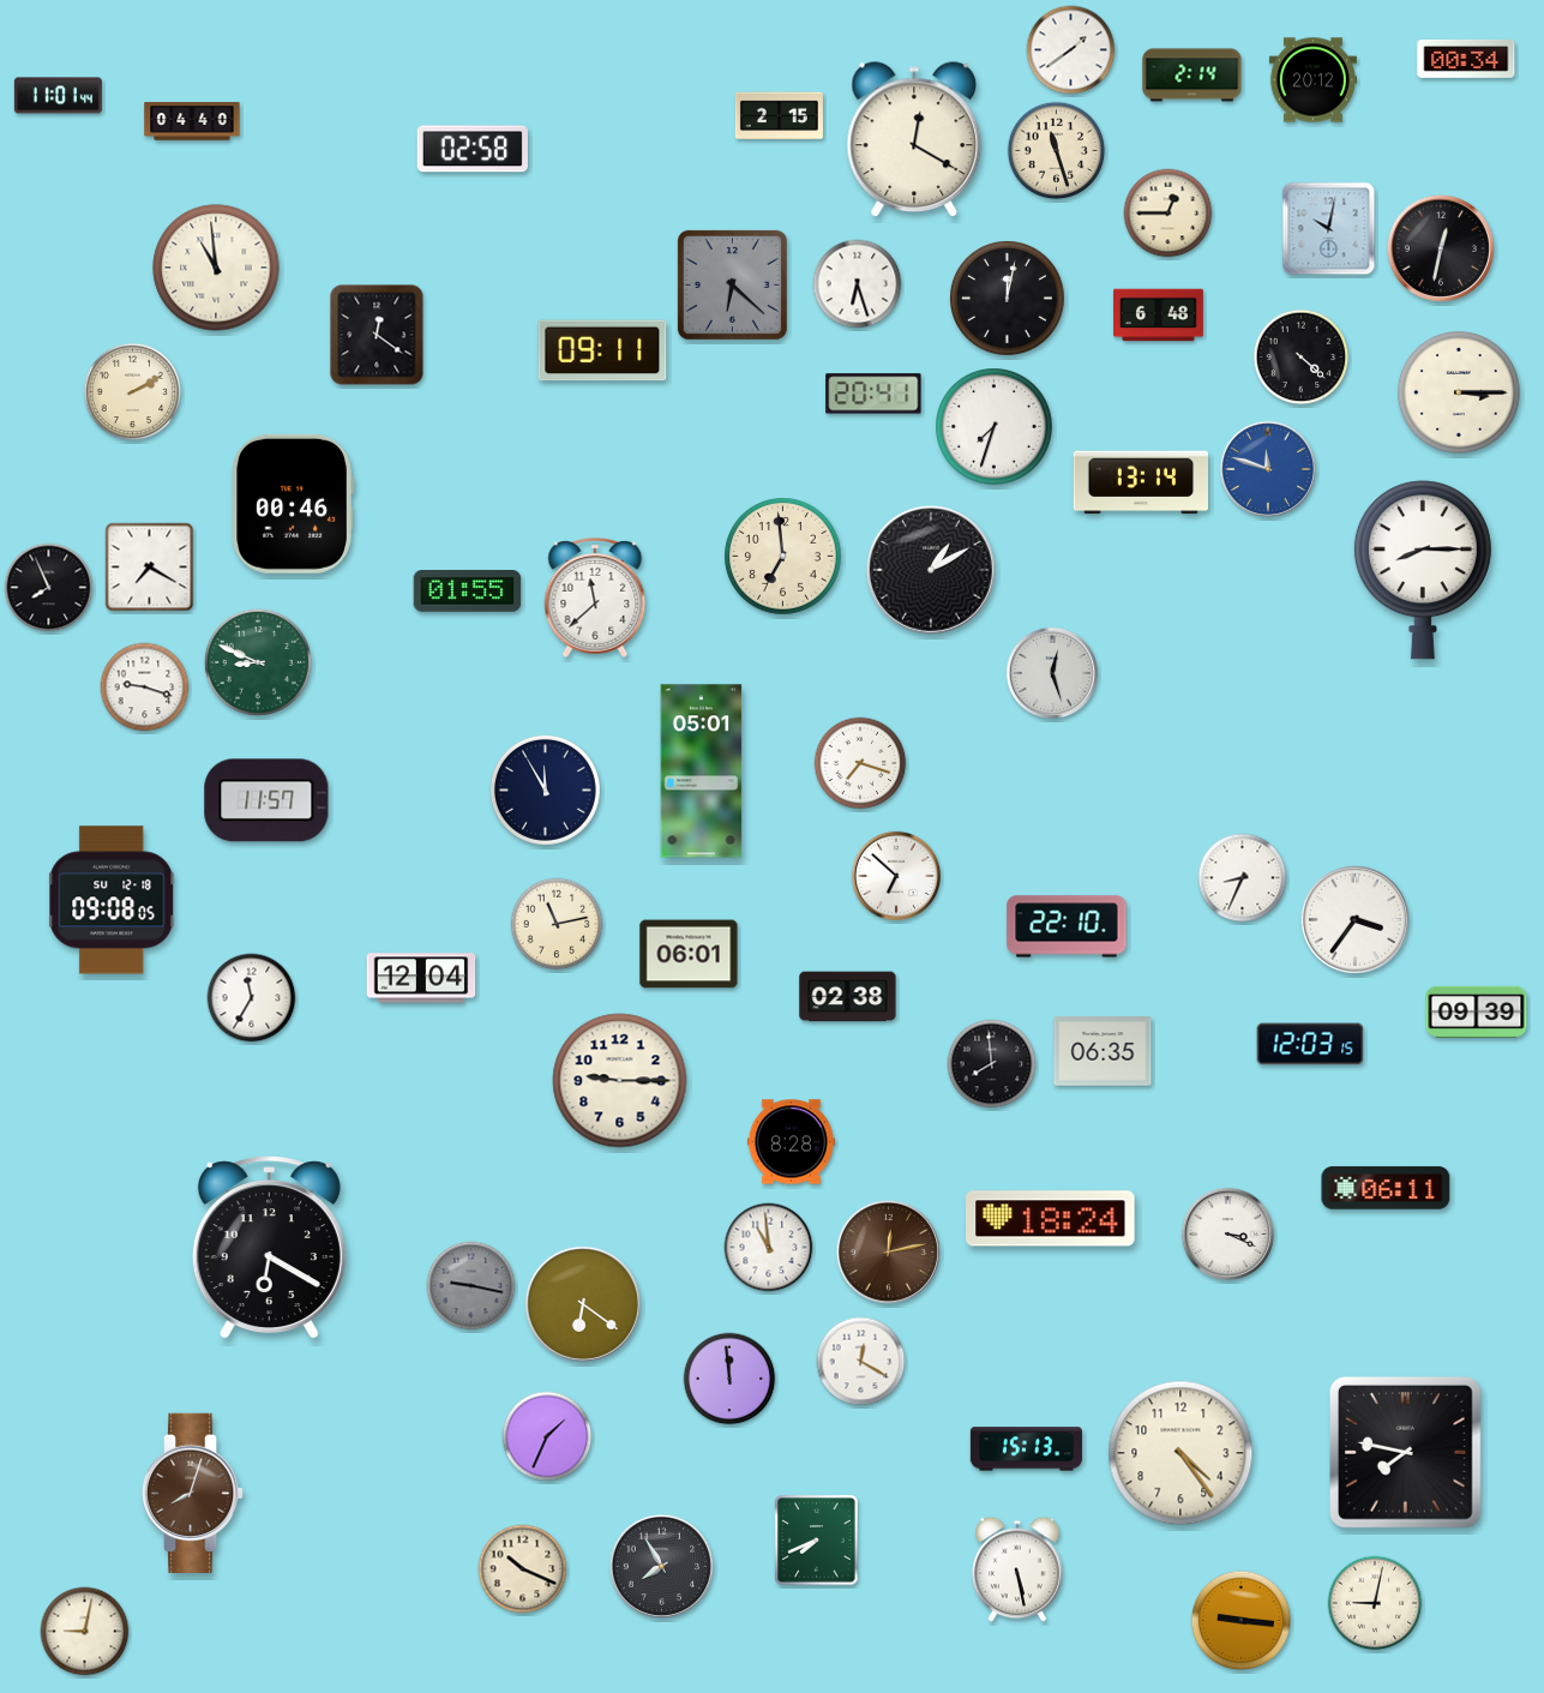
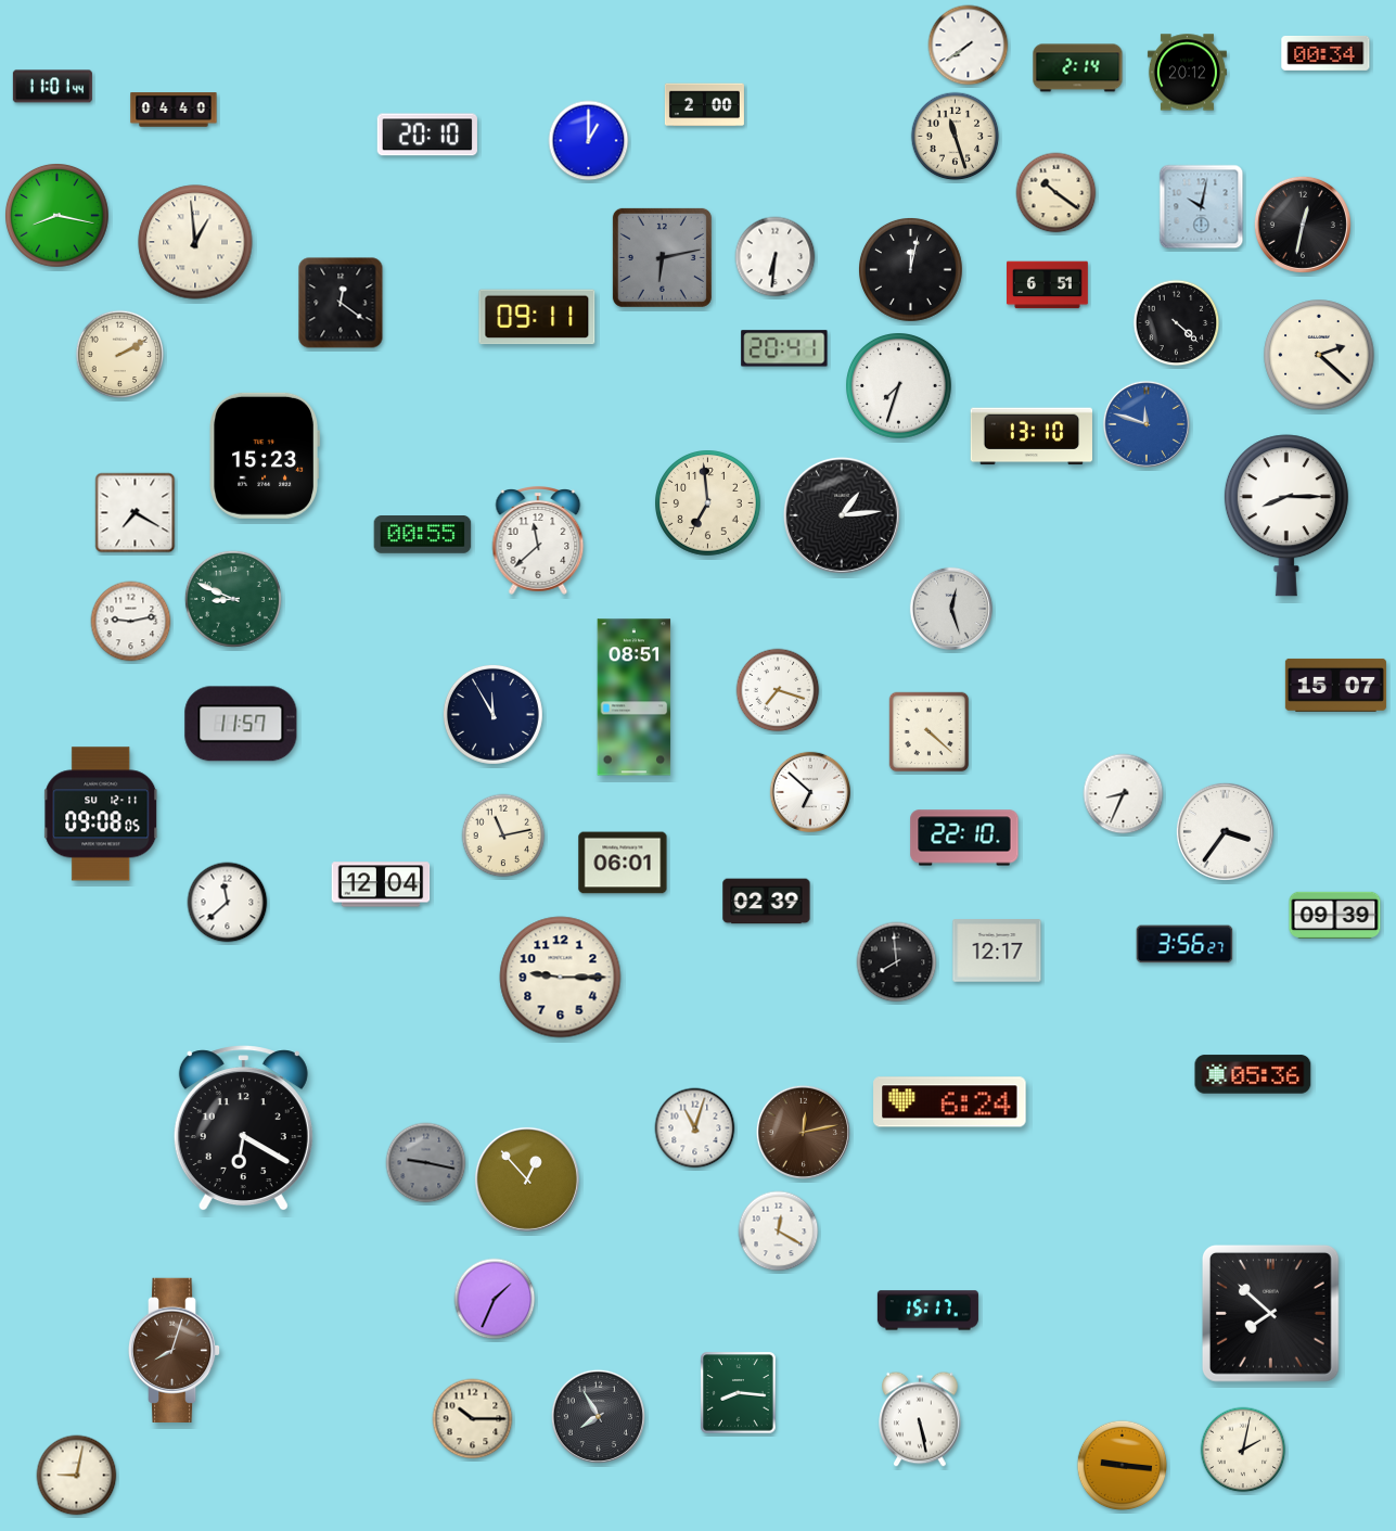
clock at (1071, 50): 1:39 -> 7:39
clock at (779, 116): 2:15 -> 2:00
clock at (914, 140): 12:20 -> none
clock at (473, 149): 02:58 -> 20:10
clock at (589, 141): none -> 1:00
clock at (1168, 214): 12:45 -> 10:21
clock at (57, 216): none -> 8:17
clock at (216, 268): 10:59 -> 12:59
clock at (732, 284): 6:22 -> 6:13
clock at (858, 284): 6:27 -> 6:31
clock at (1159, 316): 6:48 -> 6:51
clock at (602, 350) position: (602, 350) -> (537, 317)
clock at (1459, 392): 3:15 -> 2:22
clock at (873, 394) position: (873, 394) -> (784, 348)
clock at (1141, 482): 13:14 -> 13:10
clock at (293, 504): 00:46 -> 15:23
clock at (931, 570): 1:10 -> 1:14
clock at (49, 588): 7:56 -> none
clock at (468, 592): 01:55 -> 00:55
clock at (145, 688): 9:18 -> 9:13
clock at (1335, 685): none -> 15:07
clock at (702, 772): 05:01 -> 08:51
clock at (930, 732): none -> 4:22
clock at (113, 900) date: SU 12-18 -> SU 12-11
clock at (848, 997): 02:38 -> 02:39
clock at (252, 998): 11:35 -> 11:38
clock at (1310, 1044): 12:03 -> 3:56
clock at (1103, 1051): 06:35 -> 12:17
clock at (791, 1142): 8:28 -> none
clock at (1386, 1188): 06:11 -> 05:36
clock at (1051, 1219): 18:24 -> 6:24
clock at (1227, 1233): 3:19 -> none
clock at (769, 1248): 10:59 -> 11:03
clock at (583, 1304): 6:21 -> 12:53
clock at (729, 1379): 11:59 -> none
clock at (1026, 1449): 15:13 -> 15:17
clock at (1180, 1453): 4:24 -> none
clock at (1406, 1453): 7:47 -> 7:52
clock at (817, 1541): 7:41 -> 8:16
clock at (523, 1569): 10:19 -> 10:15
clock at (1375, 1603): 9:02 -> 2:02
